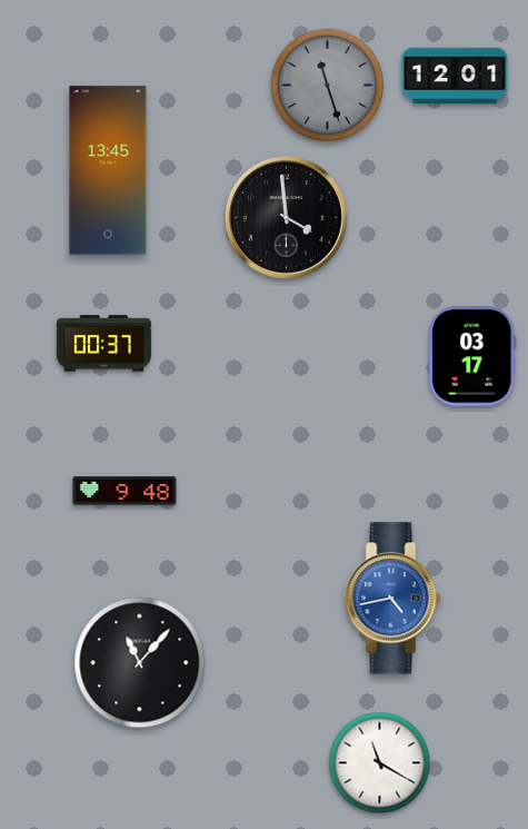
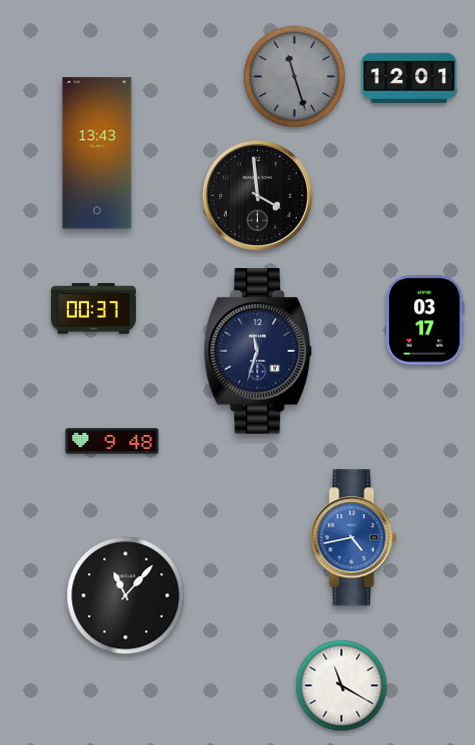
clock at (455, 75) position: (455, 75) -> (409, 77)
clock at (108, 170): 13:45 -> 13:43
clock at (258, 351): none -> 11:33
